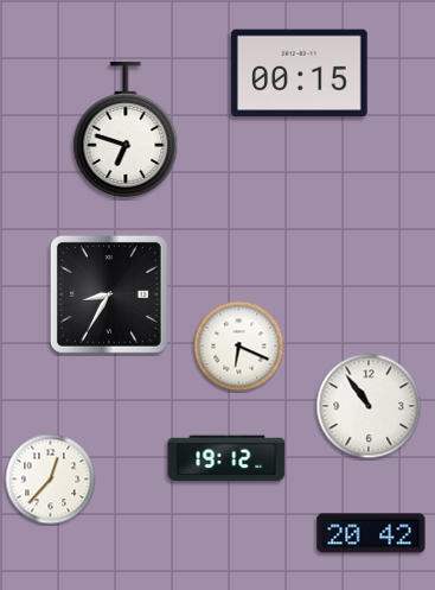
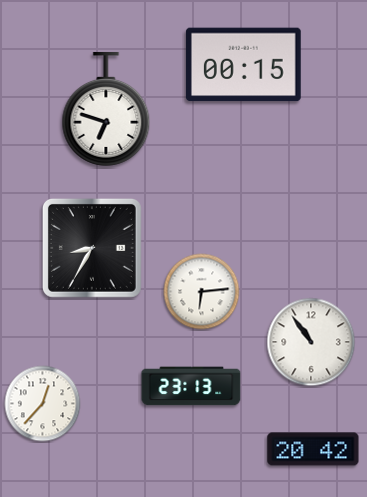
clock at (300, 74) position: (300, 74) -> (244, 65)
clock at (239, 347): 6:19 -> 6:14
clock at (226, 458): 19:12 -> 23:13
